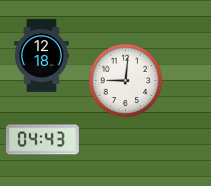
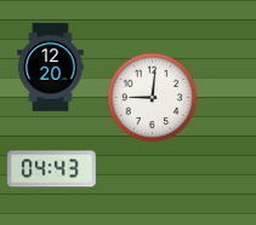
clock at (42, 56): 12:18 -> 12:20
